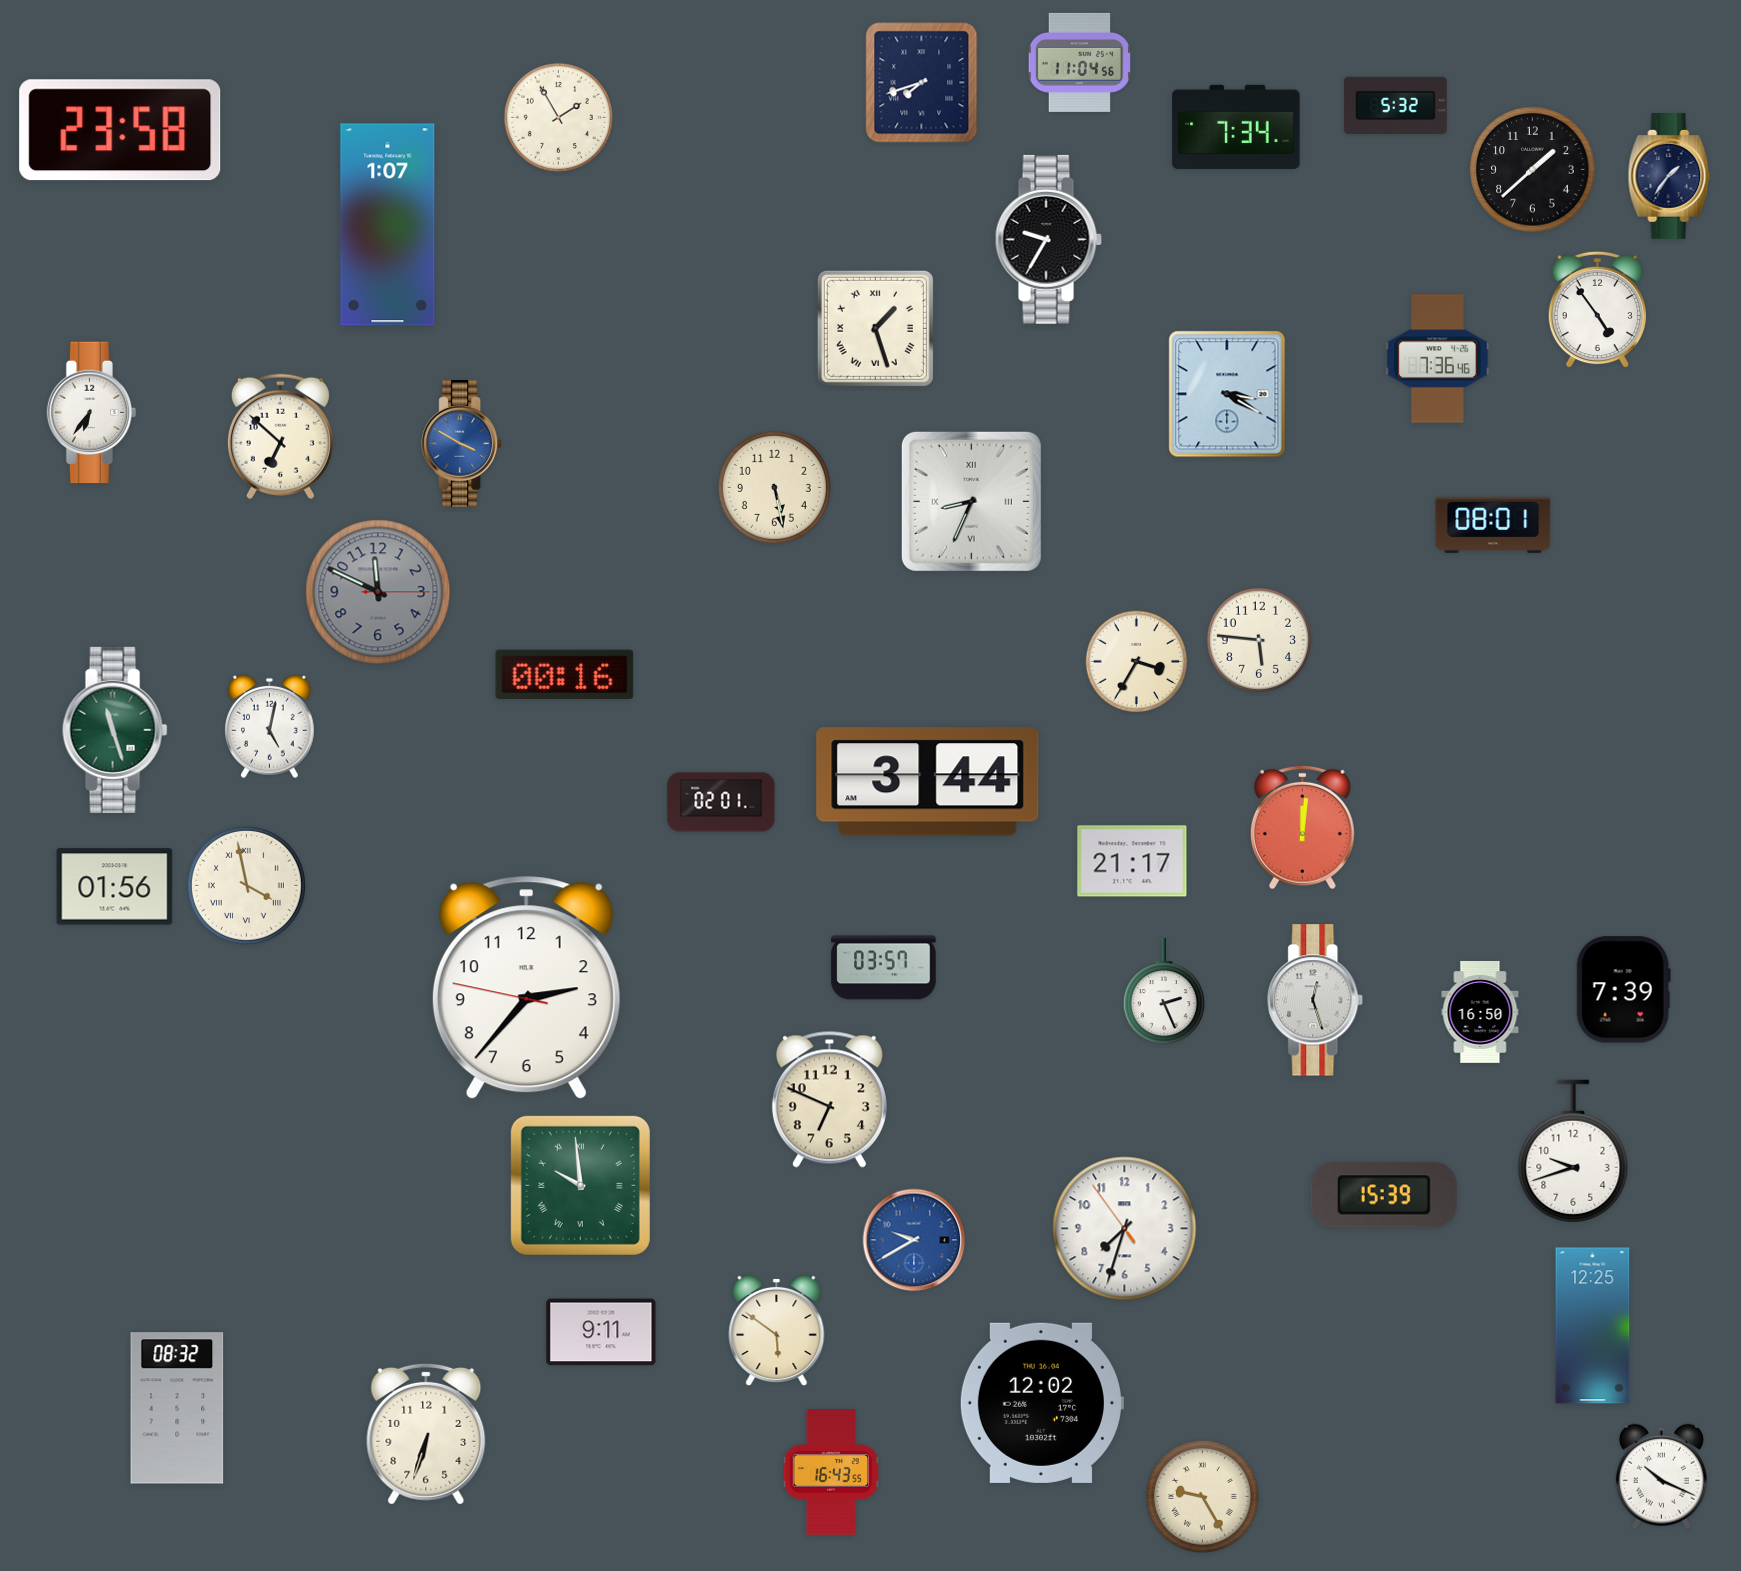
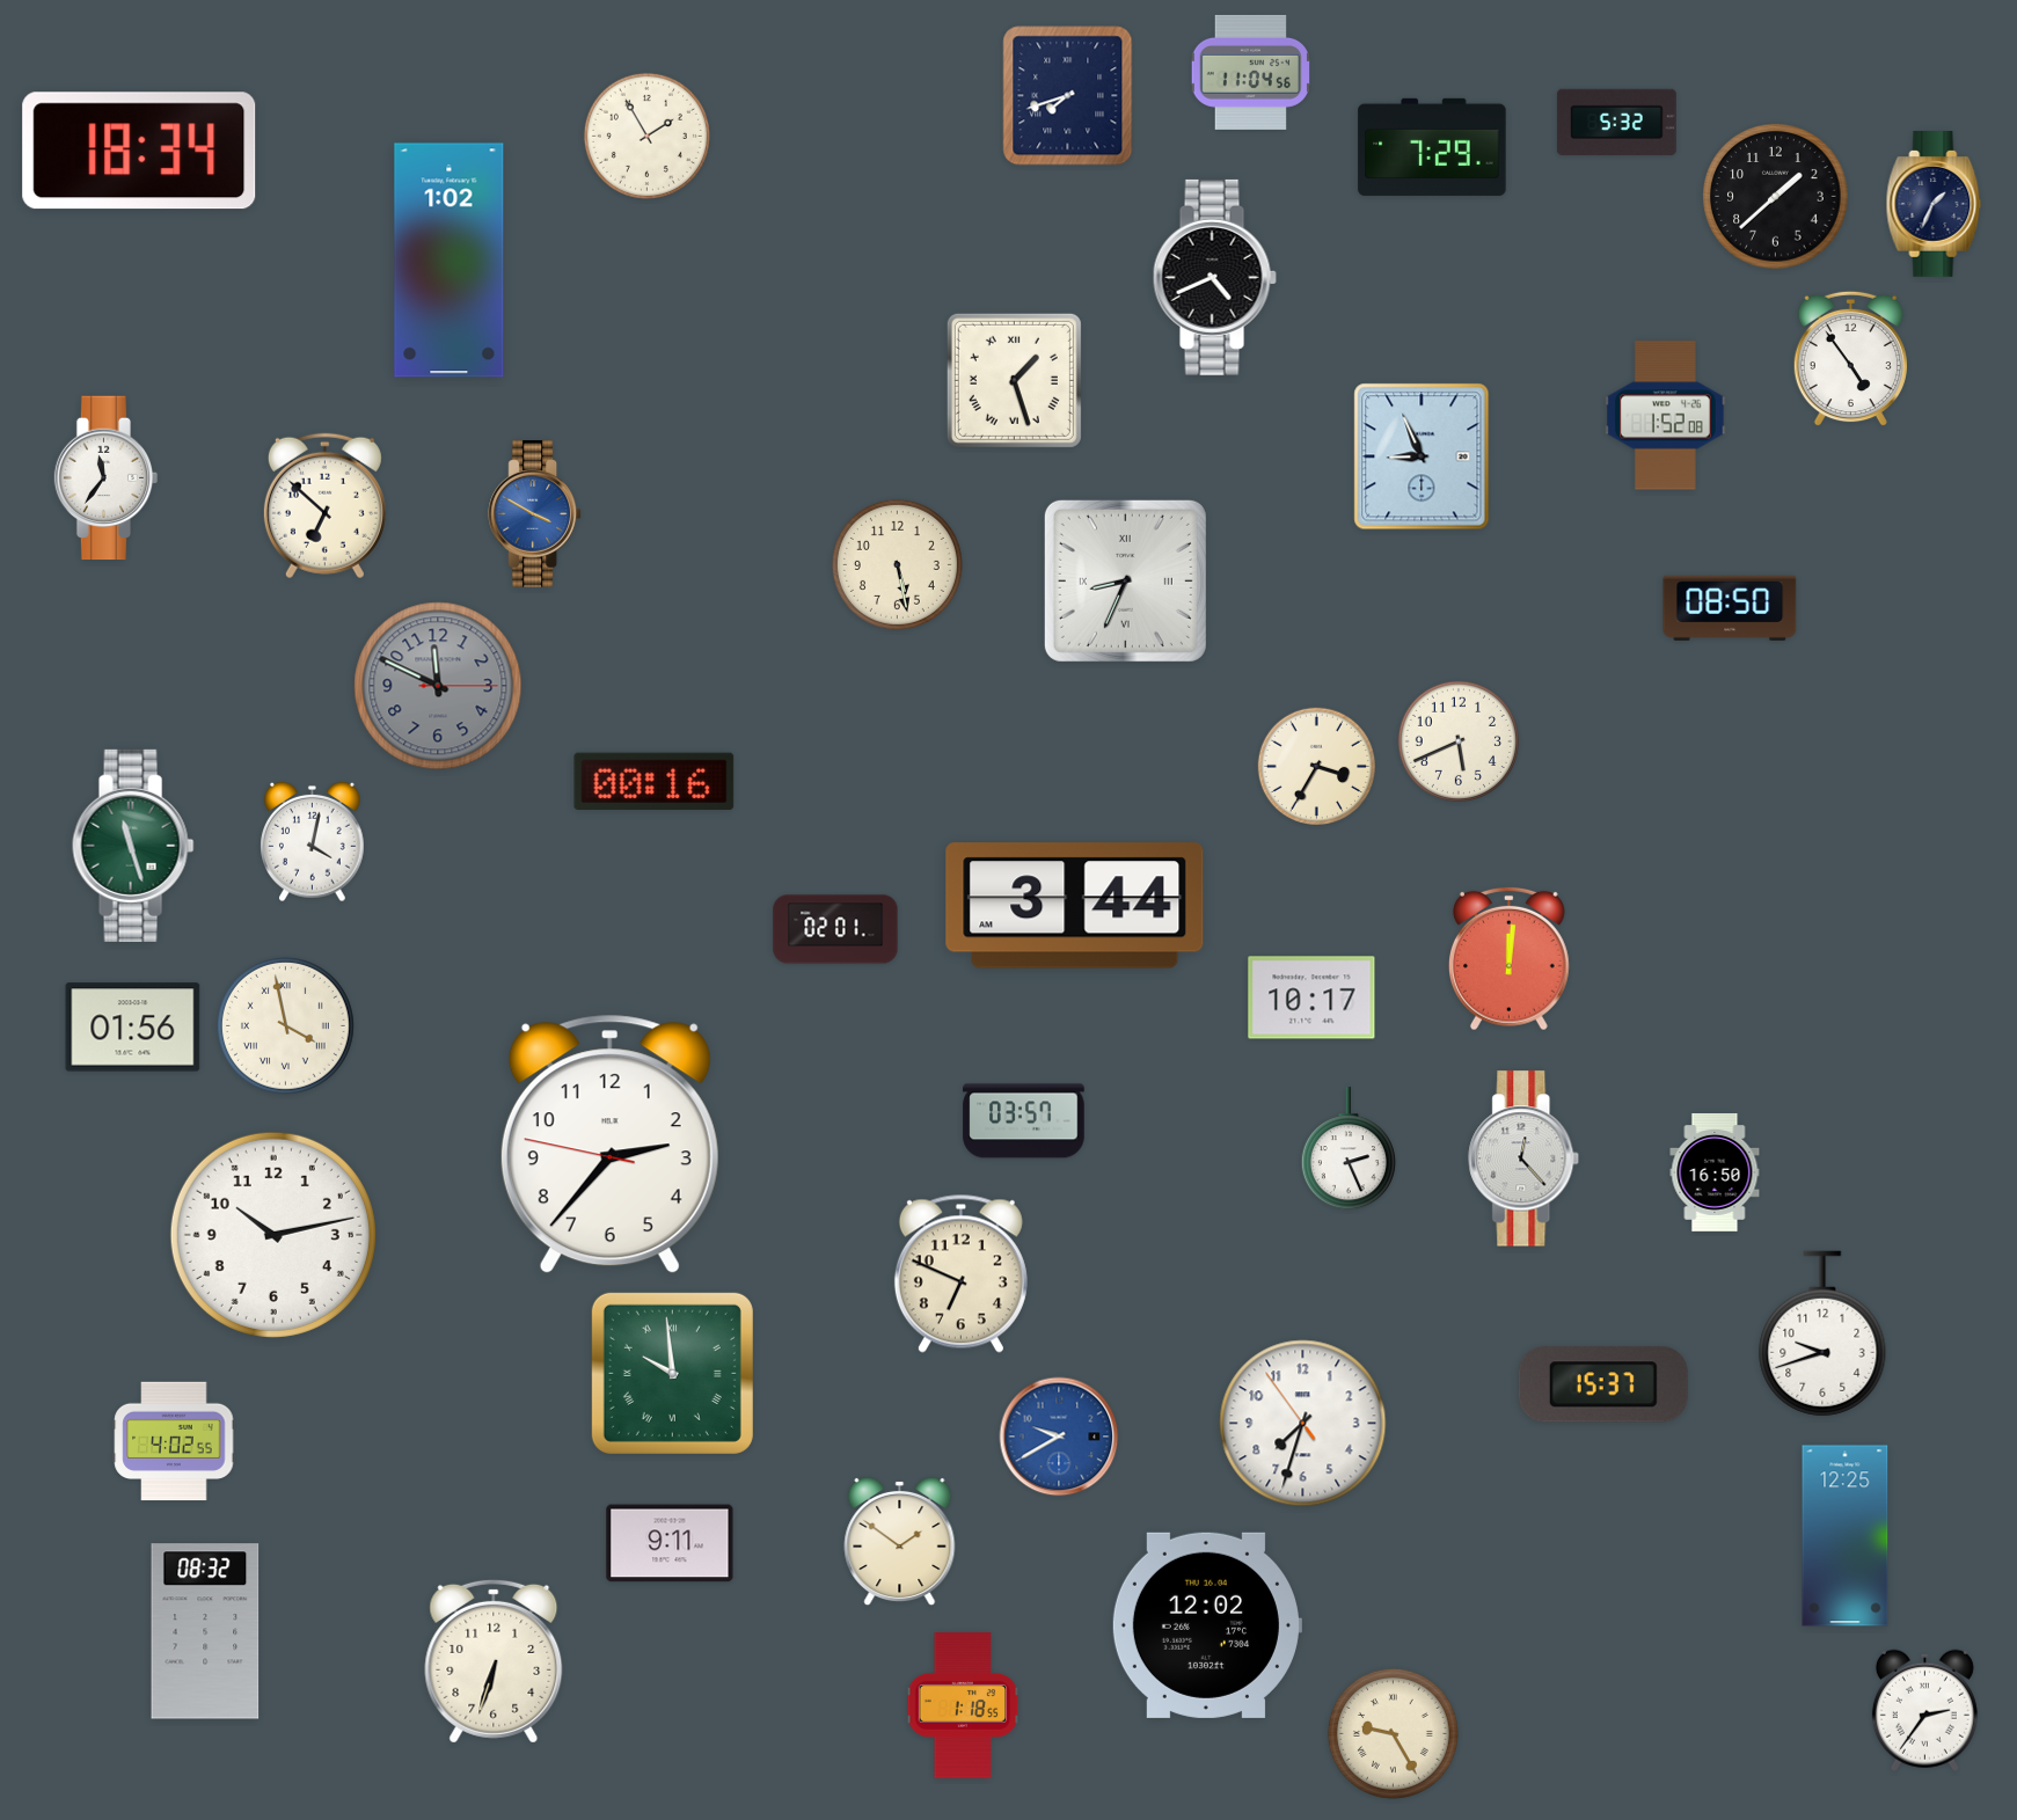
clock at (1236, 127): 7:34 -> 7:29
clock at (120, 130): 23:58 -> 18:34
clock at (1669, 177): 1:36 -> 1:34
clock at (388, 225): 1:07 -> 1:02
clock at (1048, 239): 9:35 -> 4:41
clock at (1438, 359): 7:36 -> 1:52
clock at (1227, 394): 3:20 -> 8:56
clock at (92, 413): 6:36 -> 11:36
clock at (1493, 525): 08:01 -> 08:50
clock at (1259, 640): 5:46 -> 5:41
clock at (270, 727): 5:02 -> 4:02
clock at (1132, 861): 21:17 -> 10:17
clock at (1623, 990): 7:39 -> none
clock at (1316, 1000): 12:27 -> 12:23
clock at (273, 1235): none -> 10:13
clock at (1384, 1195): 15:39 -> 15:37
clock at (174, 1441): none -> 4:02
clock at (777, 1331): 5:51 -> 1:51
clock at (601, 1332) position: (601, 1332) -> (670, 1543)
clock at (831, 1472): 16:43 -> 1:18
clock at (1661, 1476): 10:19 -> 2:36
